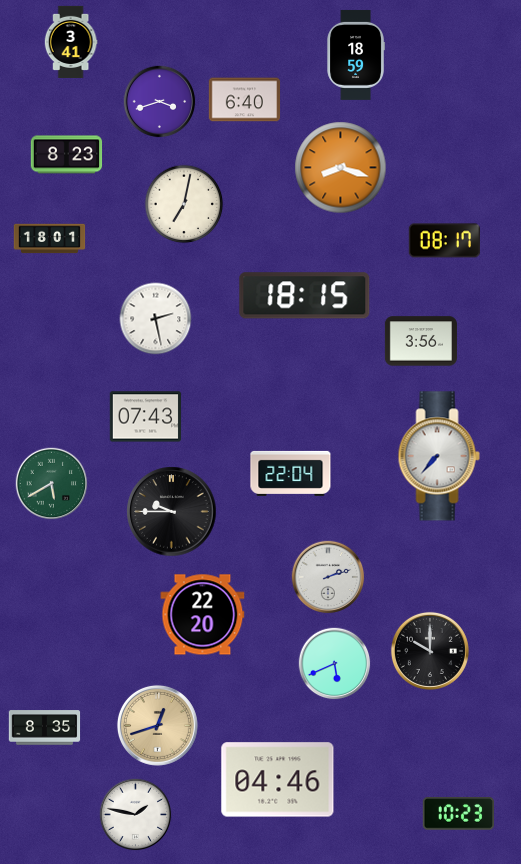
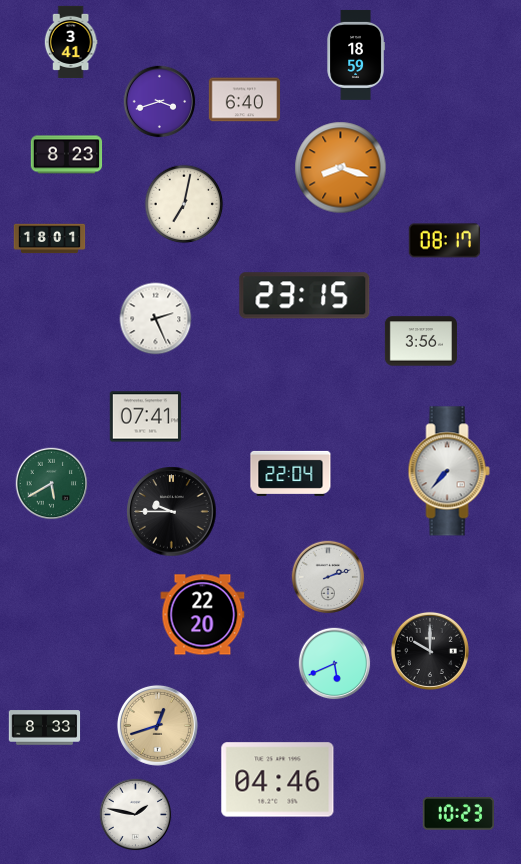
clock at (305, 296): 18:15 -> 23:15
clock at (156, 319): 2:28 -> 2:26
clock at (146, 417): 07:43 -> 07:41
clock at (439, 456) position: (439, 456) -> (449, 471)
clock at (45, 728): 8:35 -> 8:33
